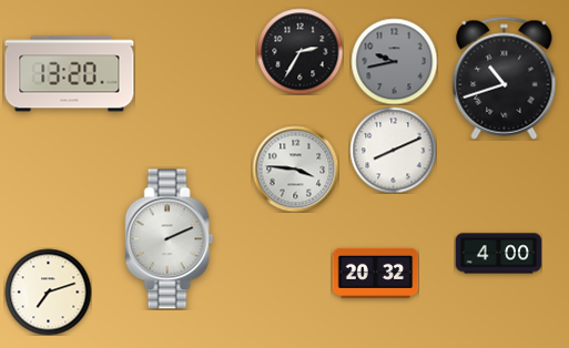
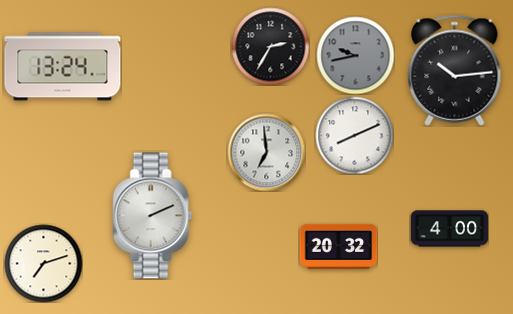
clock at (70, 74): 13:20 -> 13:24
clock at (505, 78): 10:42 -> 10:14
clock at (295, 168): 3:46 -> 6:59
